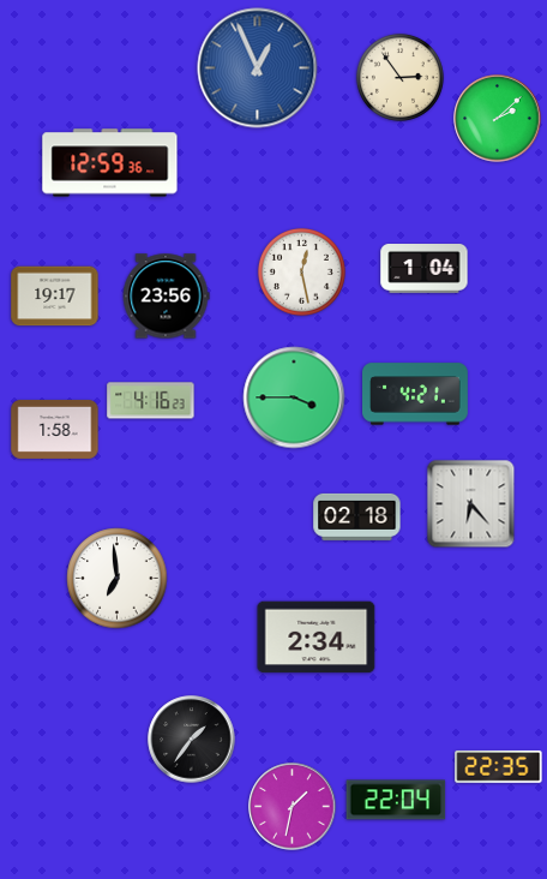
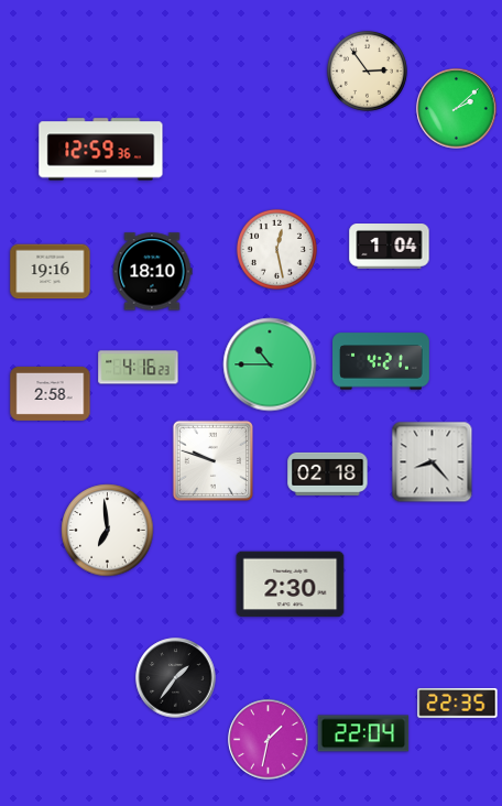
clock at (258, 68): 12:56 -> none
clock at (55, 297): 19:17 -> 19:16
clock at (166, 297): 23:56 -> 18:10
clock at (294, 397): 3:45 -> 10:45
clock at (55, 429): 1:58 -> 2:58
clock at (212, 460): none -> 9:48
clock at (471, 504): 6:23 -> 8:23
clock at (317, 638): 2:34 -> 2:30
